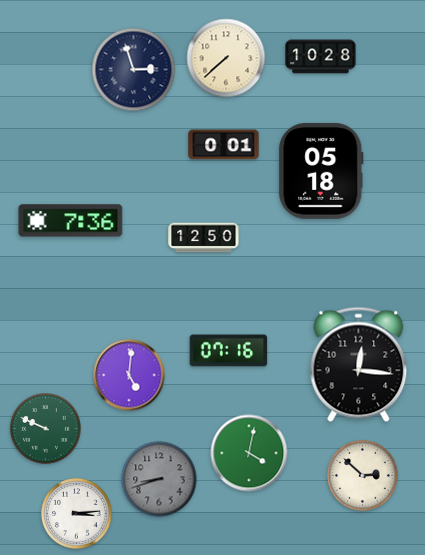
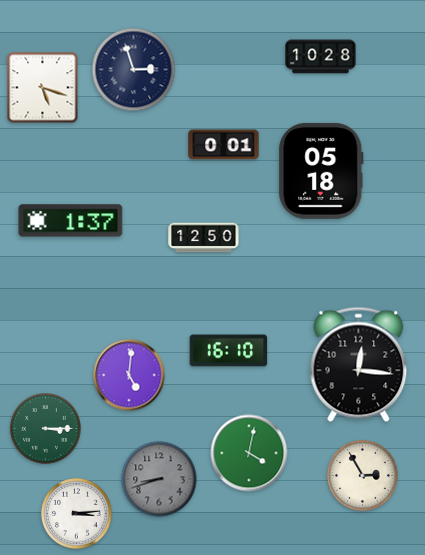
clock at (226, 58): 7:38 -> none
clock at (43, 88): none -> 5:18
clock at (71, 221): 7:36 -> 1:37
clock at (229, 351): 07:16 -> 16:10
clock at (46, 429): 9:49 -> 3:15
clock at (363, 476): 2:52 -> 2:55
